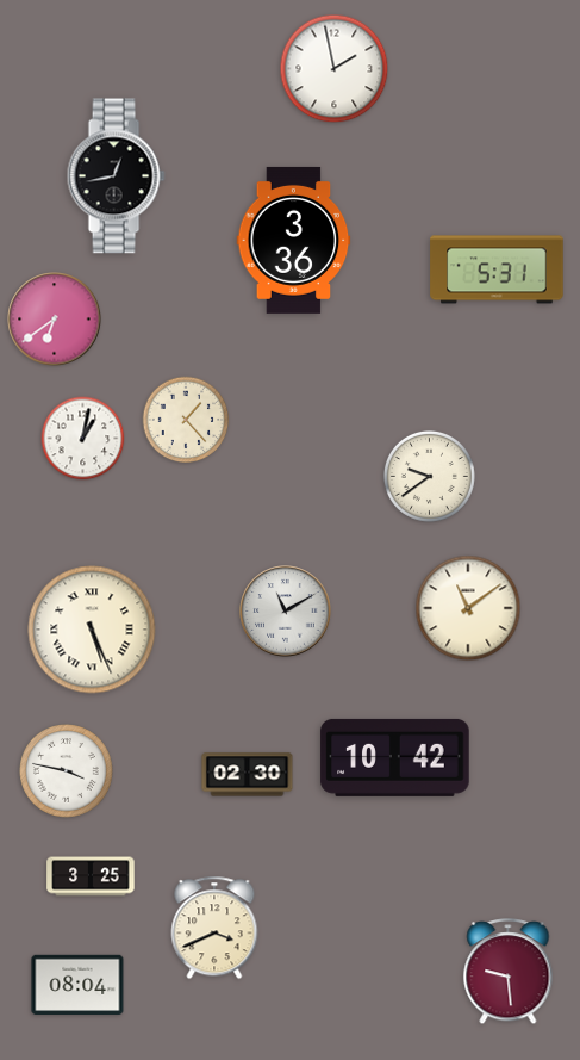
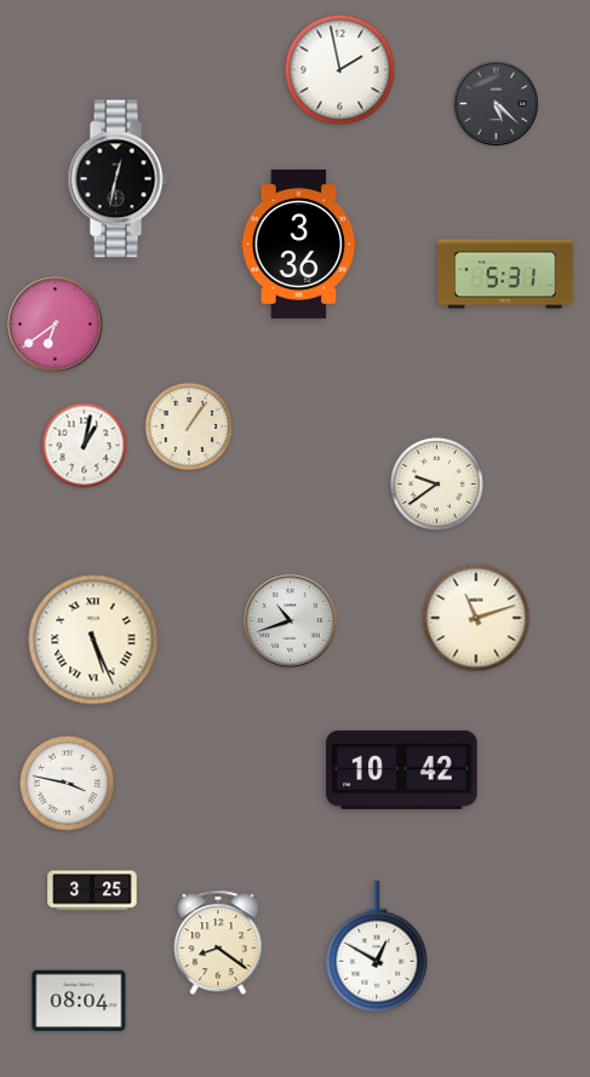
clock at (496, 103): none -> 5:22
clock at (116, 176): 12:43 -> 12:32
clock at (186, 420): 1:23 -> 1:06
clock at (468, 608): 11:09 -> 11:12
clock at (286, 612): 11:10 -> 10:42
clock at (248, 775): 02:30 -> none
clock at (214, 928): 3:41 -> 8:21
clock at (377, 946): none -> 12:50
clock at (509, 972): 9:29 -> none
